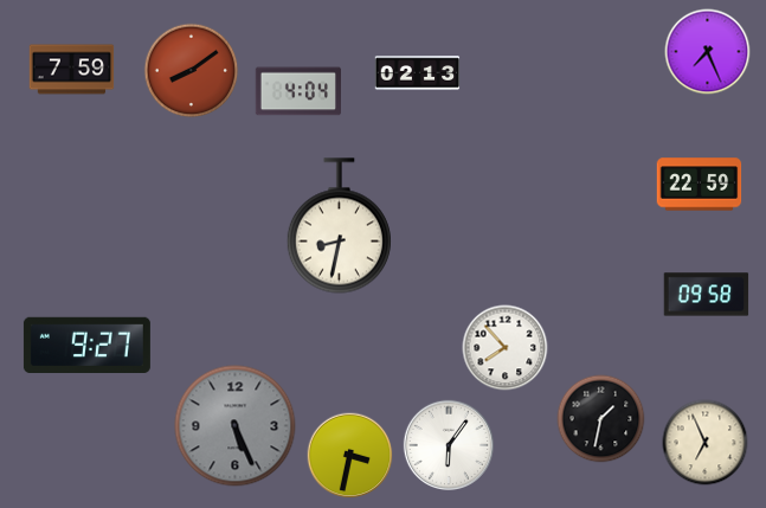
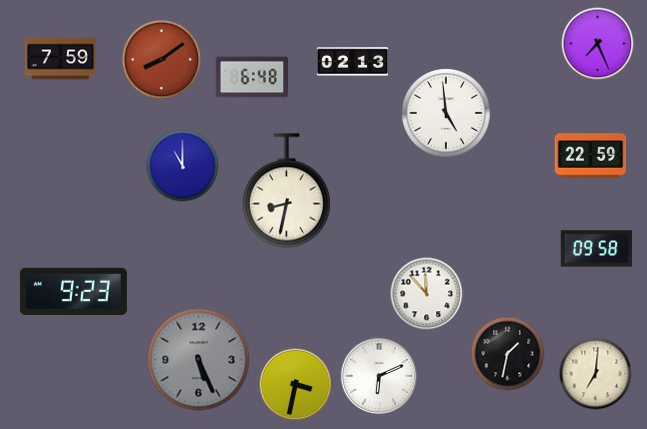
clock at (297, 91): 4:04 -> 6:48
clock at (446, 113): none -> 4:59
clock at (183, 166): none -> 11:00
clock at (86, 345): 9:27 -> 9:23
clock at (506, 348): 7:53 -> 11:53
clock at (706, 443): 6:56 -> 7:01
clock at (448, 444): 6:06 -> 6:11
